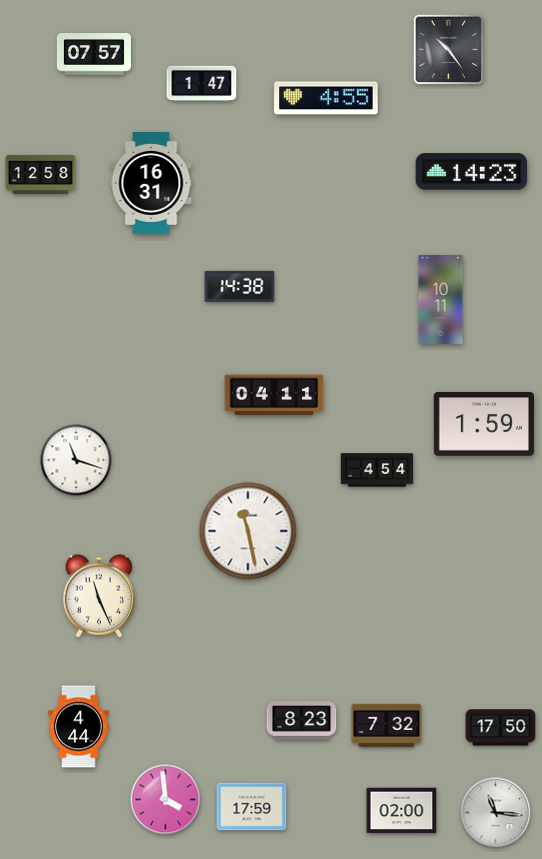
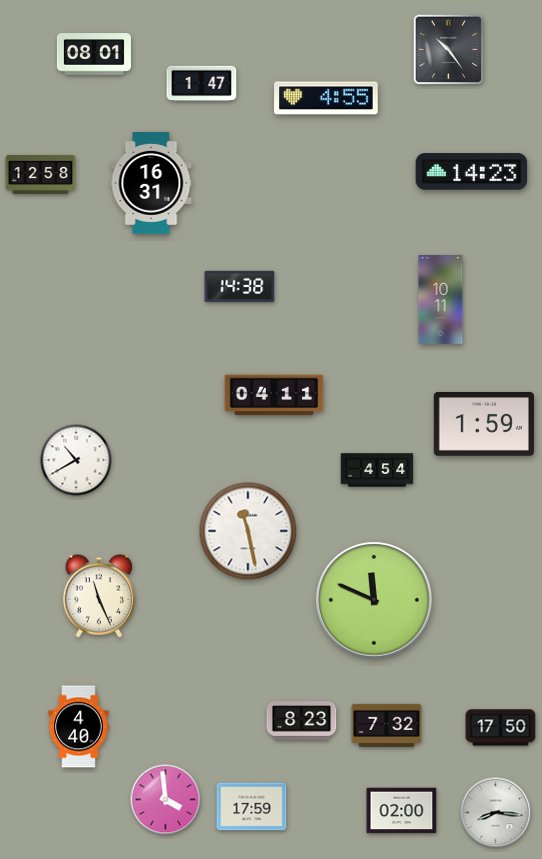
clock at (94, 54): 07:57 -> 08:01
clock at (76, 460): 11:18 -> 10:40
clock at (374, 600): none -> 11:49
clock at (79, 727): 4:44 -> 4:40
clock at (496, 813): 11:16 -> 8:16
